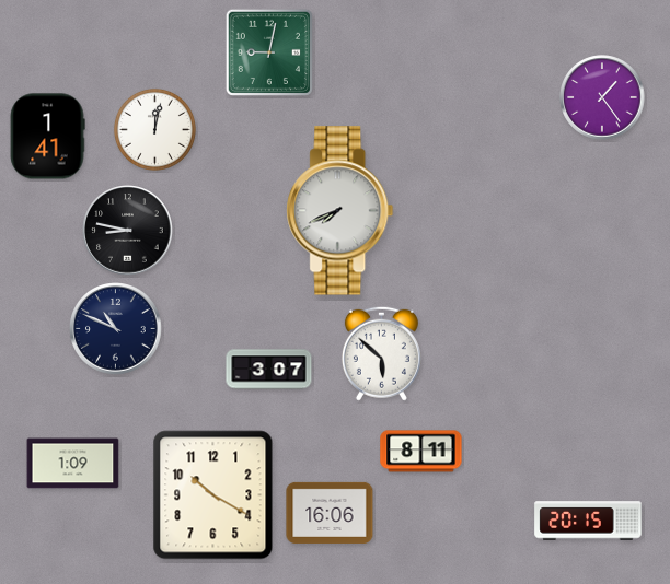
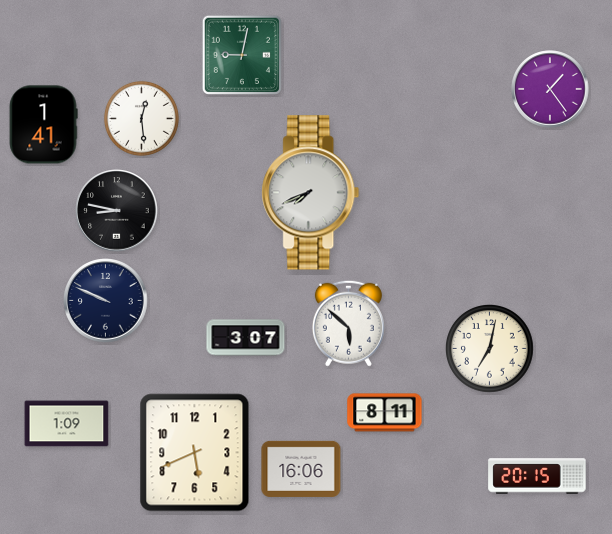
clock at (269, 52) position: (269, 52) -> (242, 55)
clock at (154, 129): 12:02 -> 12:29
clock at (116, 329): 10:49 -> 9:49
clock at (490, 349): none -> 7:02
clock at (213, 495): 10:20 -> 5:41
